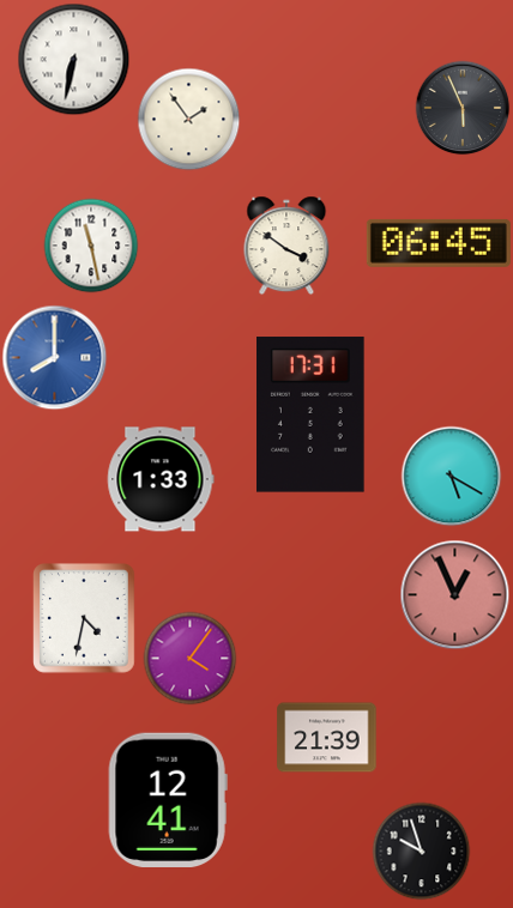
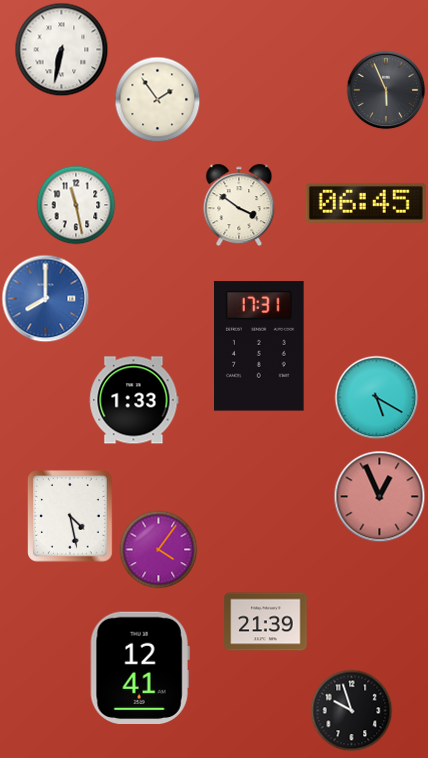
clock at (85, 618): 4:32 -> 4:28
clock at (327, 738) position: (327, 738) -> (266, 622)
